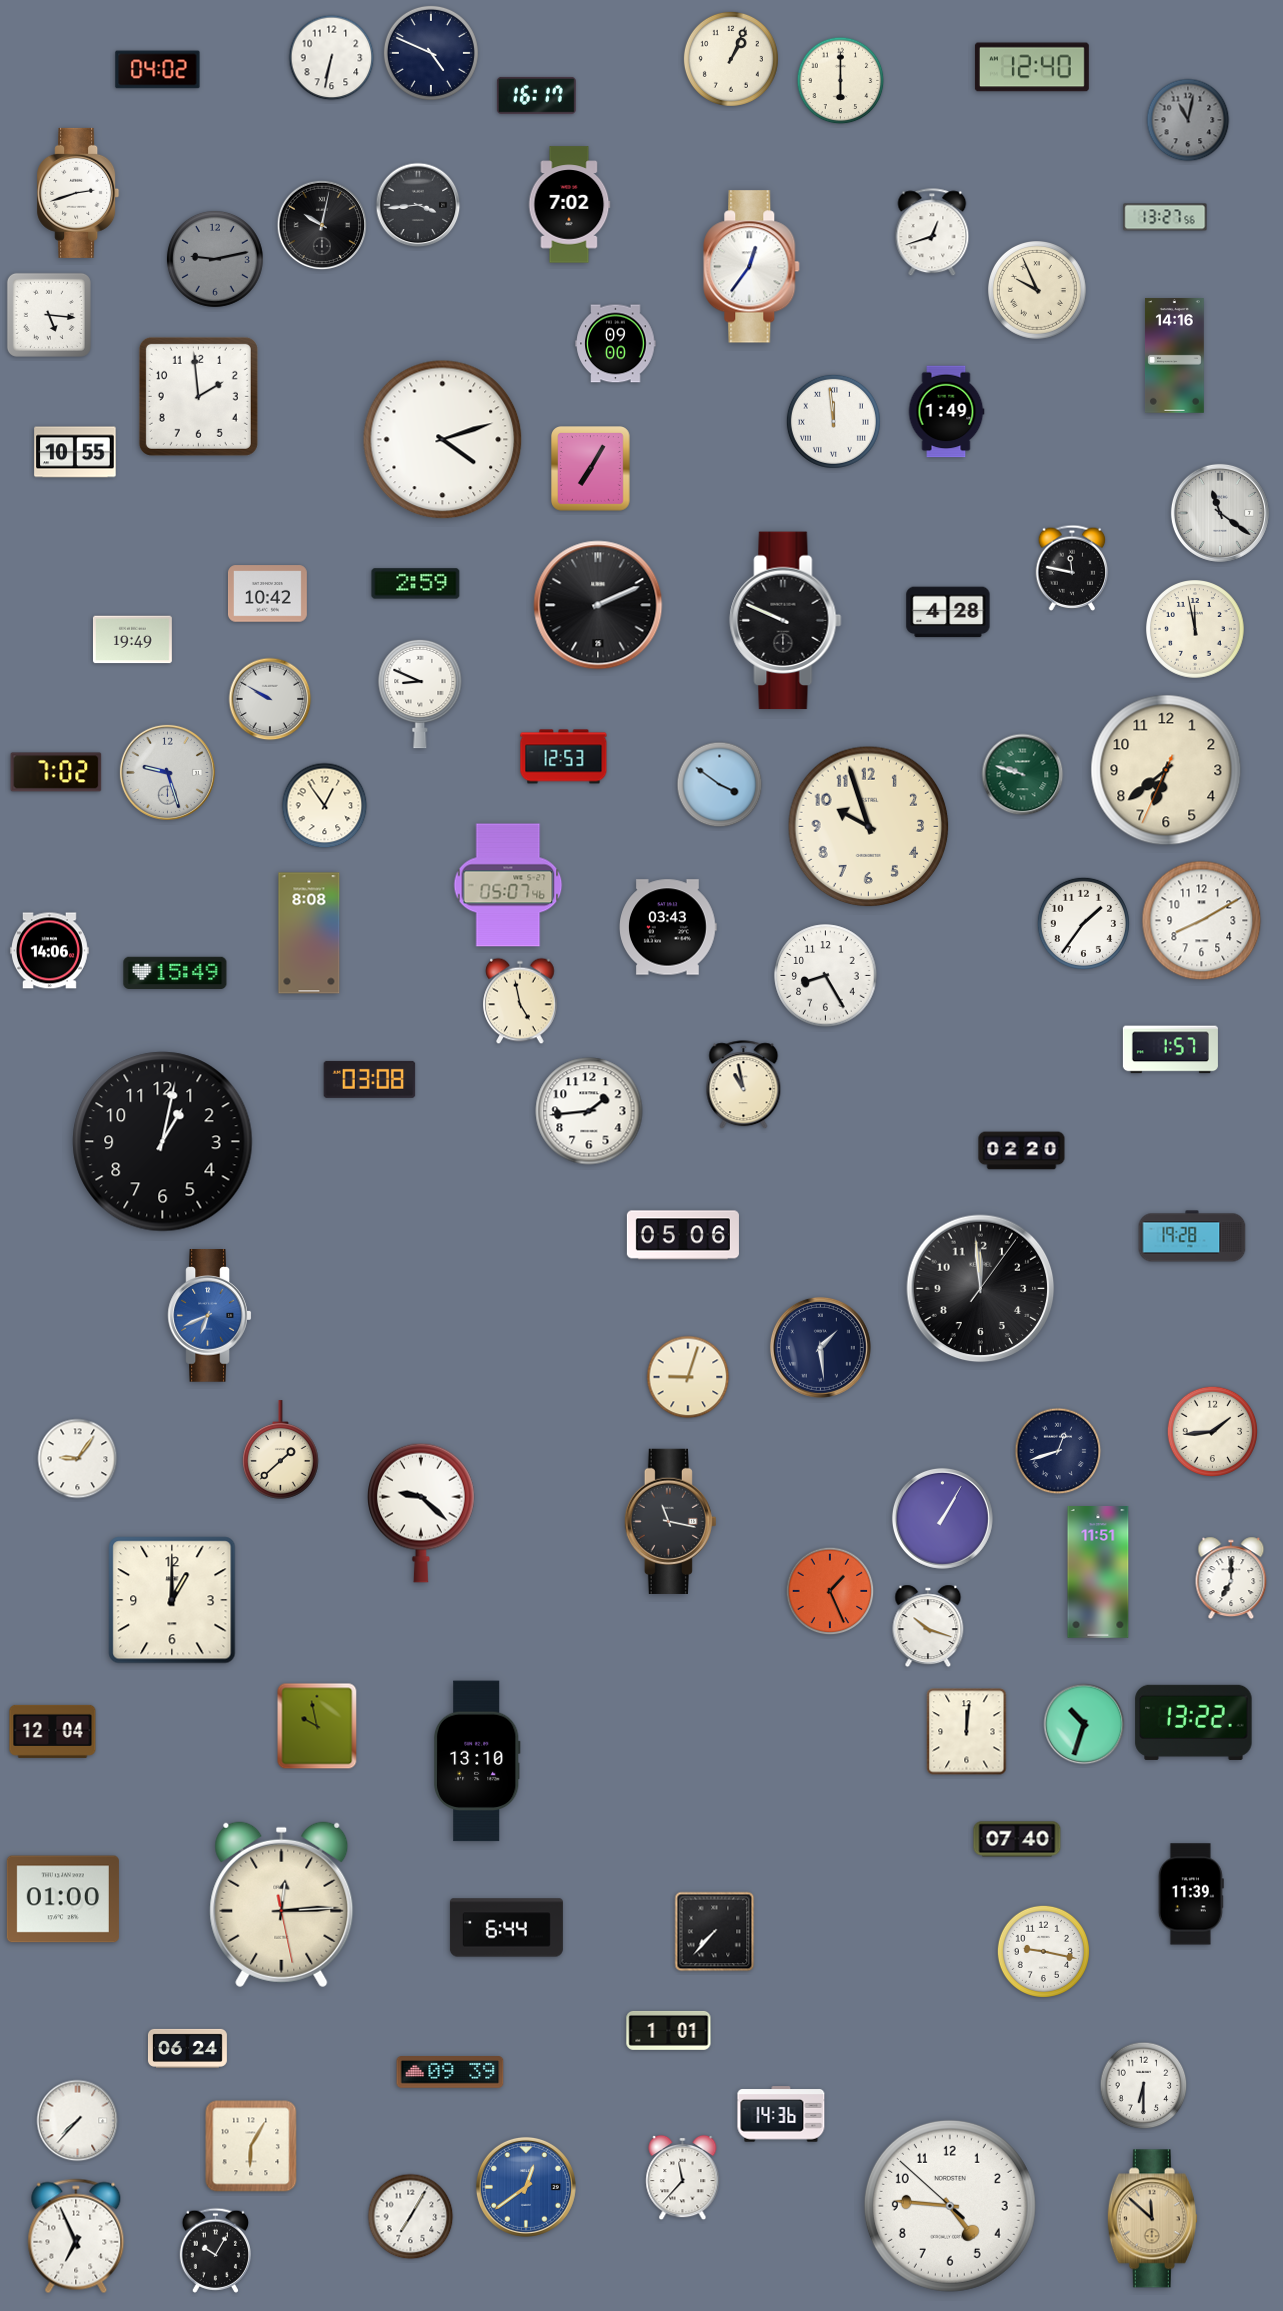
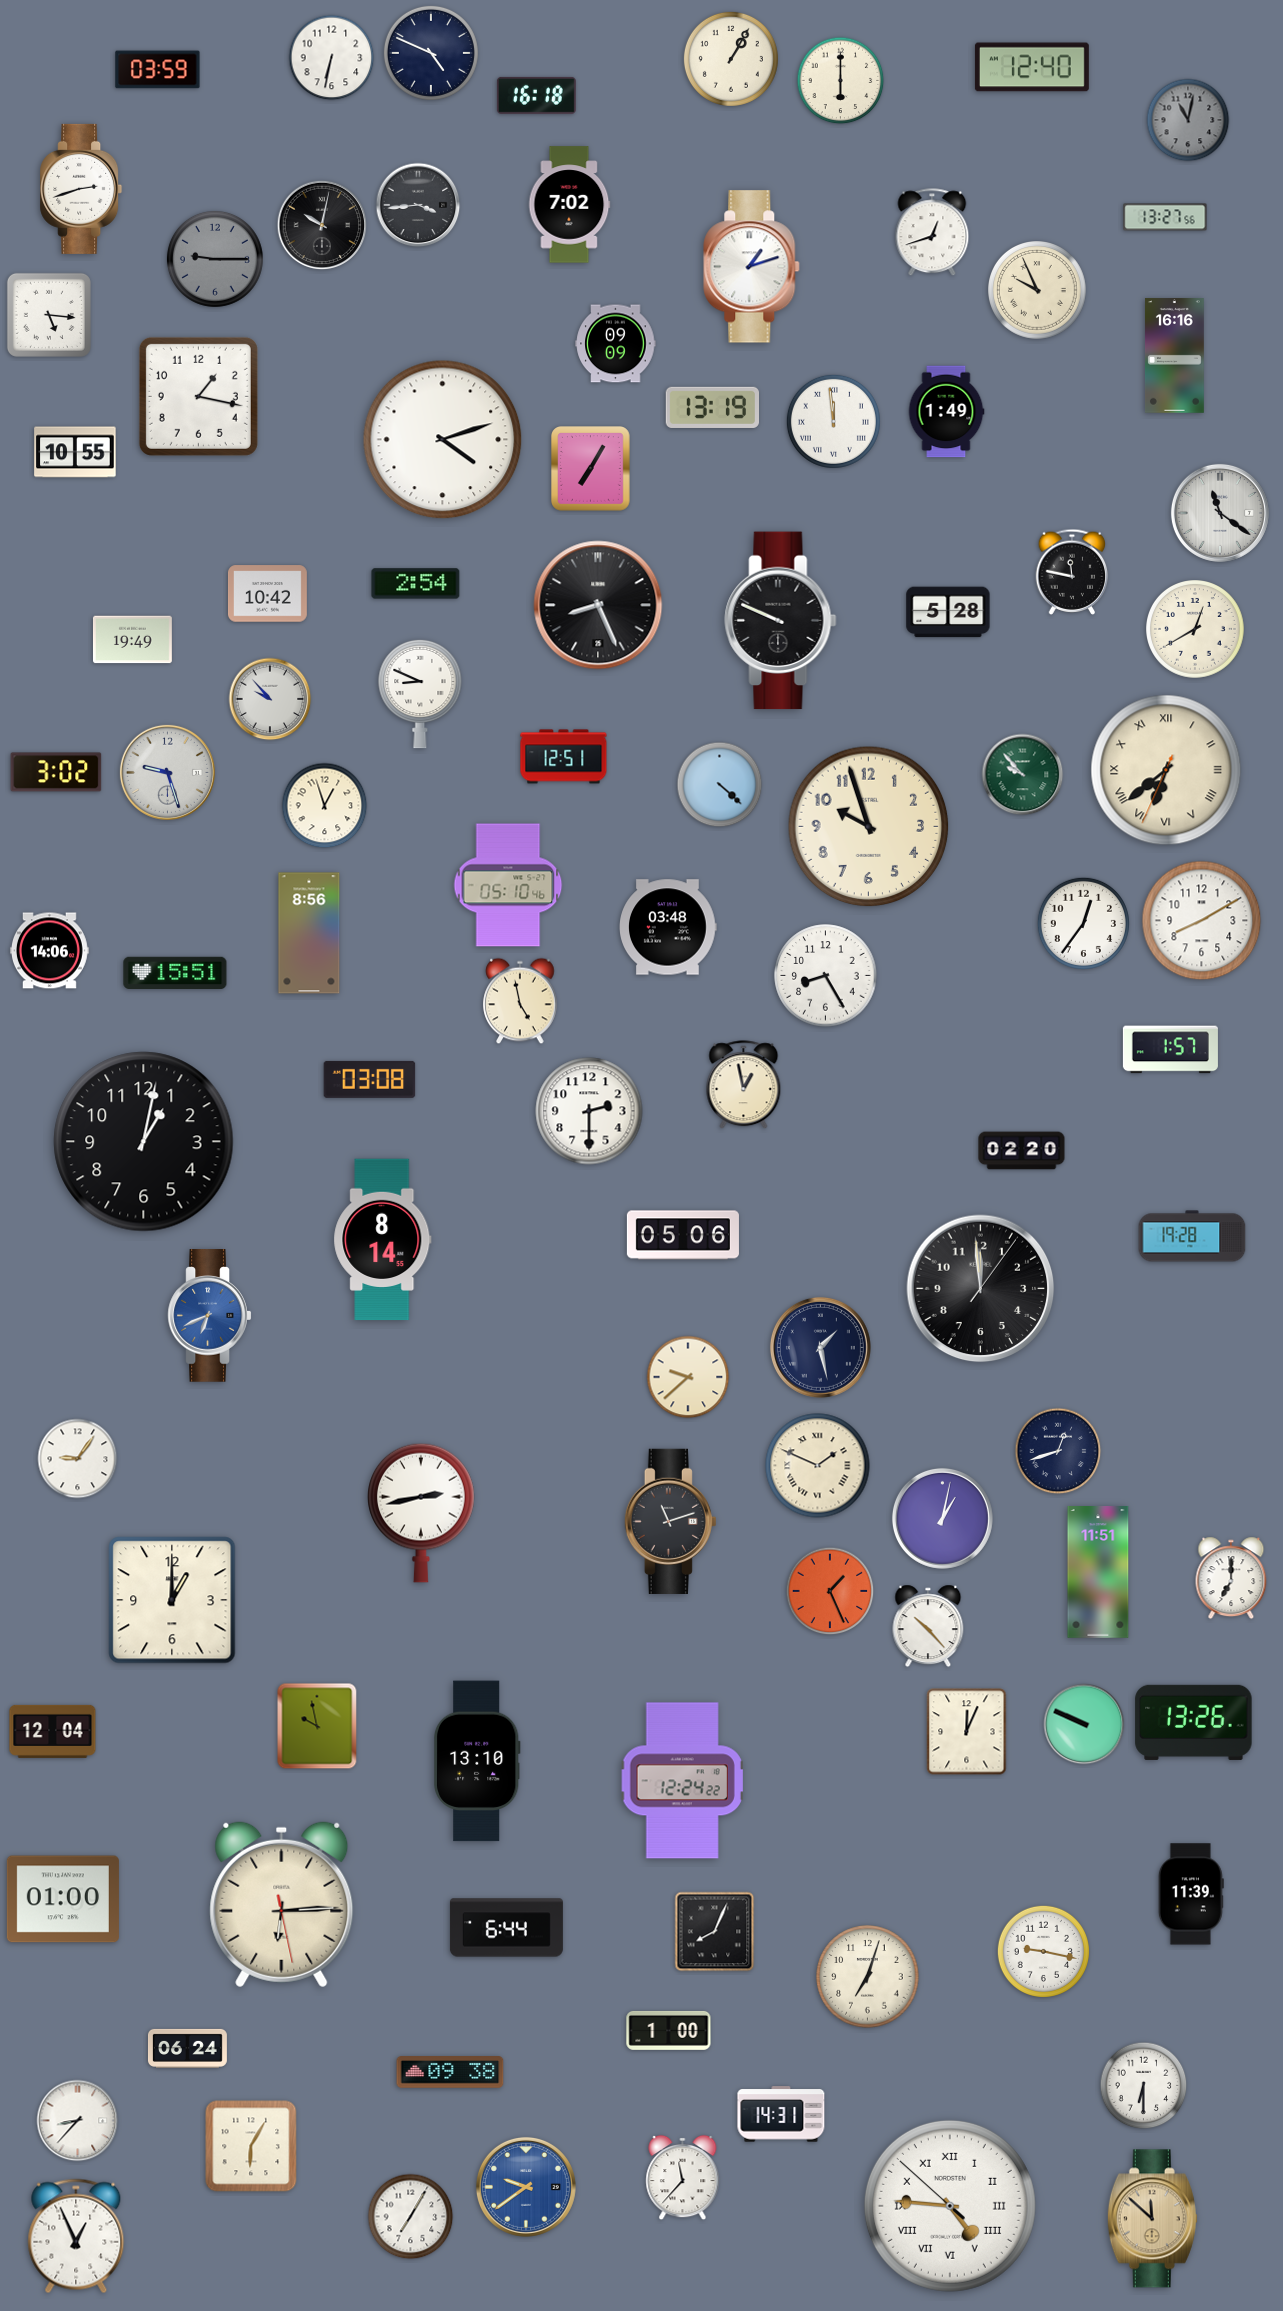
clock at (731, 59): 1:04 -> 1:05
clock at (158, 70): 04:02 -> 03:59
clock at (536, 95): 16:17 -> 16:18
clock at (78, 193) position: (78, 193) -> (81, 189)
clock at (215, 259): 9:13 -> 9:15
clock at (752, 267): 12:36 -> 1:12
clock at (616, 344): 09:00 -> 09:09
clock at (1174, 356): 14:16 -> 16:16
clock at (198, 396): 1:59 -> 1:17
clock at (712, 407): none -> 13:19
clock at (1072, 568) position: (1072, 568) -> (1072, 572)
clock at (416, 584): 2:59 -> 2:54
clock at (598, 605): 2:11 -> 8:26
clock at (948, 612): 4:28 -> 5:28
clock at (786, 621) position: (786, 621) -> (781, 621)
clock at (1196, 630): 11:58 -> 12:40
clock at (270, 699): 9:50 -> 9:53
clock at (564, 757): 12:53 -> 12:51
clock at (1166, 770) numerals: Arabic -> Roman
clock at (56, 772): 7:02 -> 3:02
clock at (1023, 775): 9:48 -> 9:53
clock at (720, 785): 3:51 -> 4:22
clock at (325, 806): 12:54 -> 12:57
clock at (508, 885): 05:07 -> 05:10
clock at (1083, 923): 1:36 -> 12:36
clock at (668, 927): 03:43 -> 03:48
clock at (309, 933): 8:08 -> 8:56
clock at (175, 973): 15:49 -> 15:51
clock at (744, 1085): 10:58 -> 12:58
clock at (589, 1111): 1:44 -> 2:30
clock at (163, 1142) position: (163, 1142) -> (144, 1142)
clock at (383, 1240): none -> 8:14
clock at (820, 1347): 1:29 -> 1:28
clock at (688, 1377): 9:03 -> 9:38
clock at (1213, 1432): 1:44 -> none
clock at (281, 1450): 1:38 -> none
clock at (818, 1466): none -> 1:49
clock at (422, 1513): 9:22 -> 2:43
clock at (942, 1518): 1:05 -> 1:02
clock at (670, 1521): 11:17 -> 11:12
clock at (928, 1626): 10:18 -> 10:23
clock at (1194, 1722): 13:22 -> 13:26
clock at (1084, 1724): 10:33 -> 9:49
clock at (967, 1732): 12:01 -> 12:04
clock at (682, 1781): none -> 12:24
clock at (1017, 1839): 07:40 -> none
clock at (282, 1905): 12:14 -> 6:14
clock at (715, 1932): 7:37 -> 8:04
clock at (868, 1977): none -> 7:03
clock at (669, 2030): 1:01 -> 1:00
clock at (450, 2072): 09:39 -> 09:38
clock at (781, 2114): 14:36 -> 14:31
clock at (78, 2121): 7:37 -> 8:37
clock at (526, 2187): 12:39 -> 9:39
clock at (950, 2206) numerals: Arabic -> Roman
clock at (76, 2236): 6:56 -> 12:56
clock at (215, 2250): 10:05 -> none
